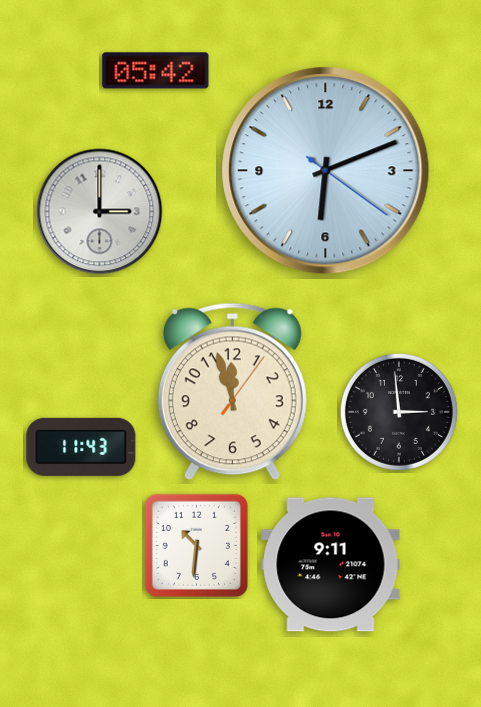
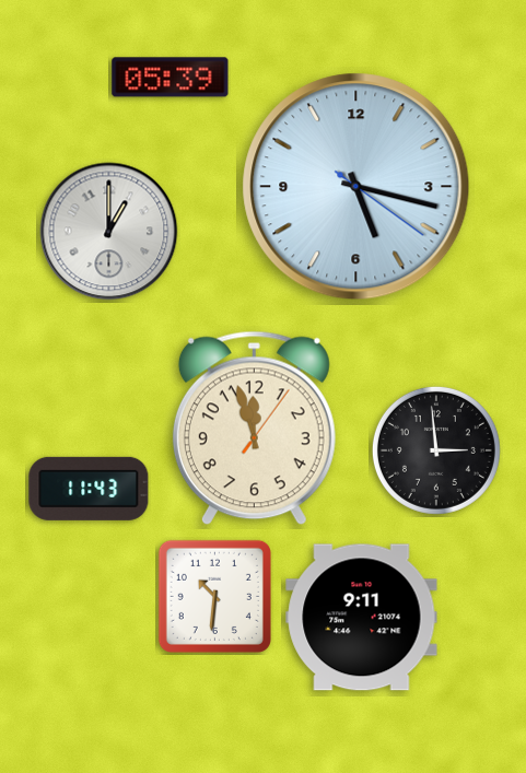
clock at (156, 71): 05:42 -> 05:39
clock at (326, 171): 6:11 -> 5:17
clock at (100, 212): 3:00 -> 1:00
